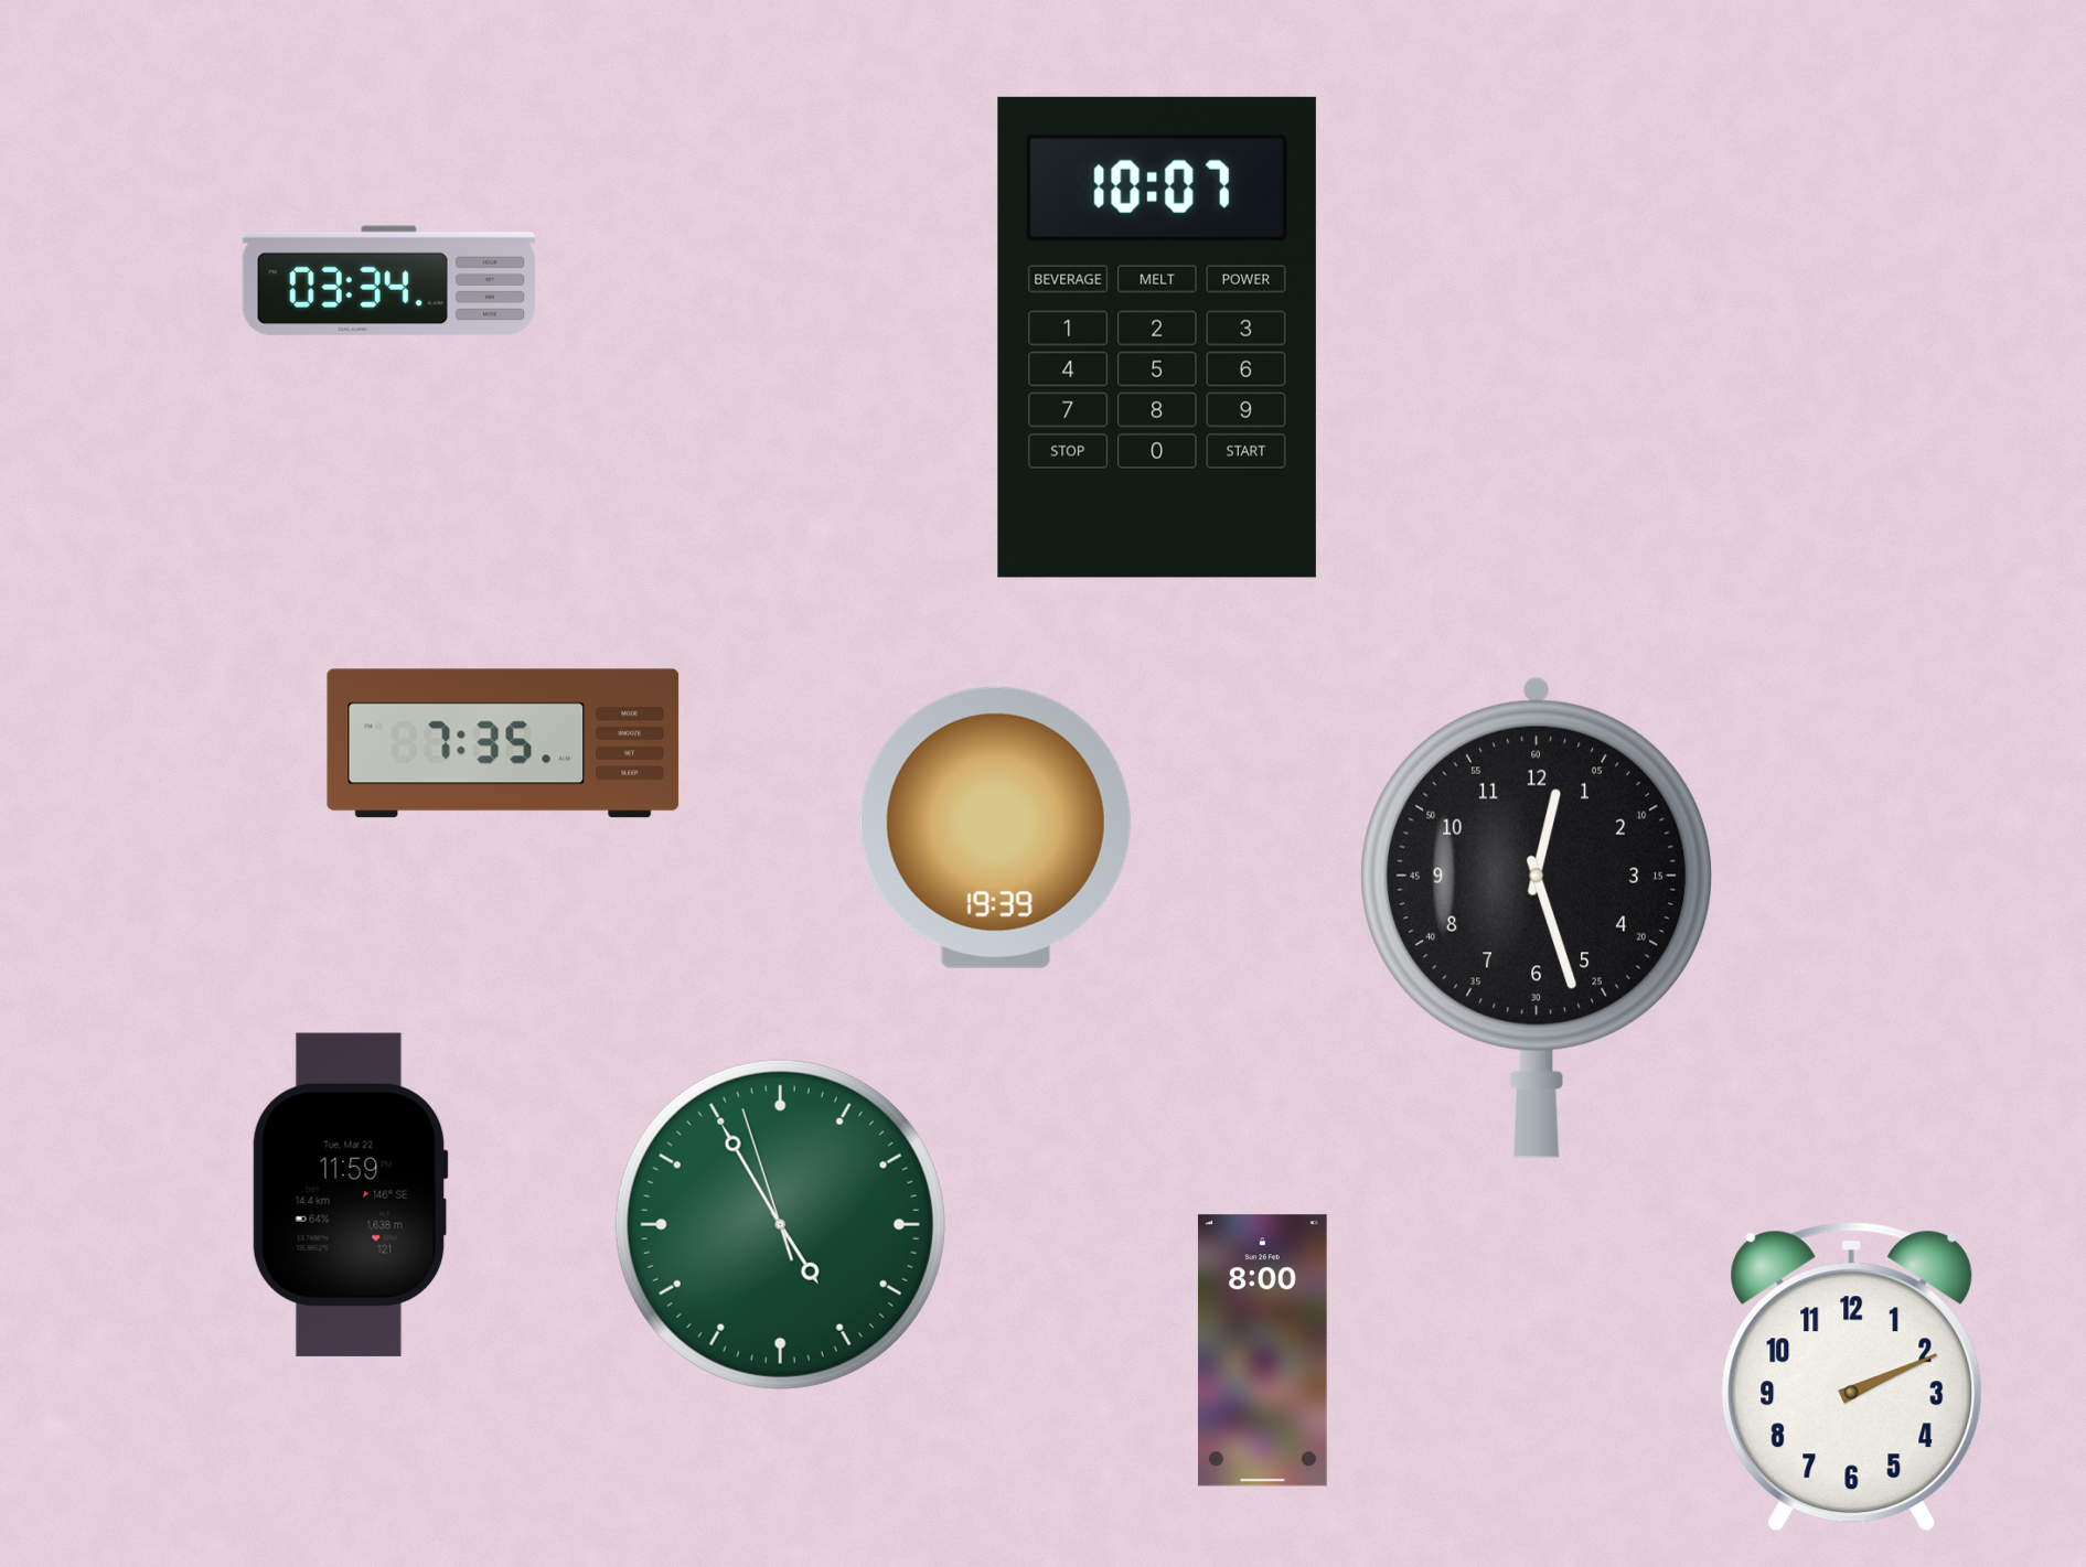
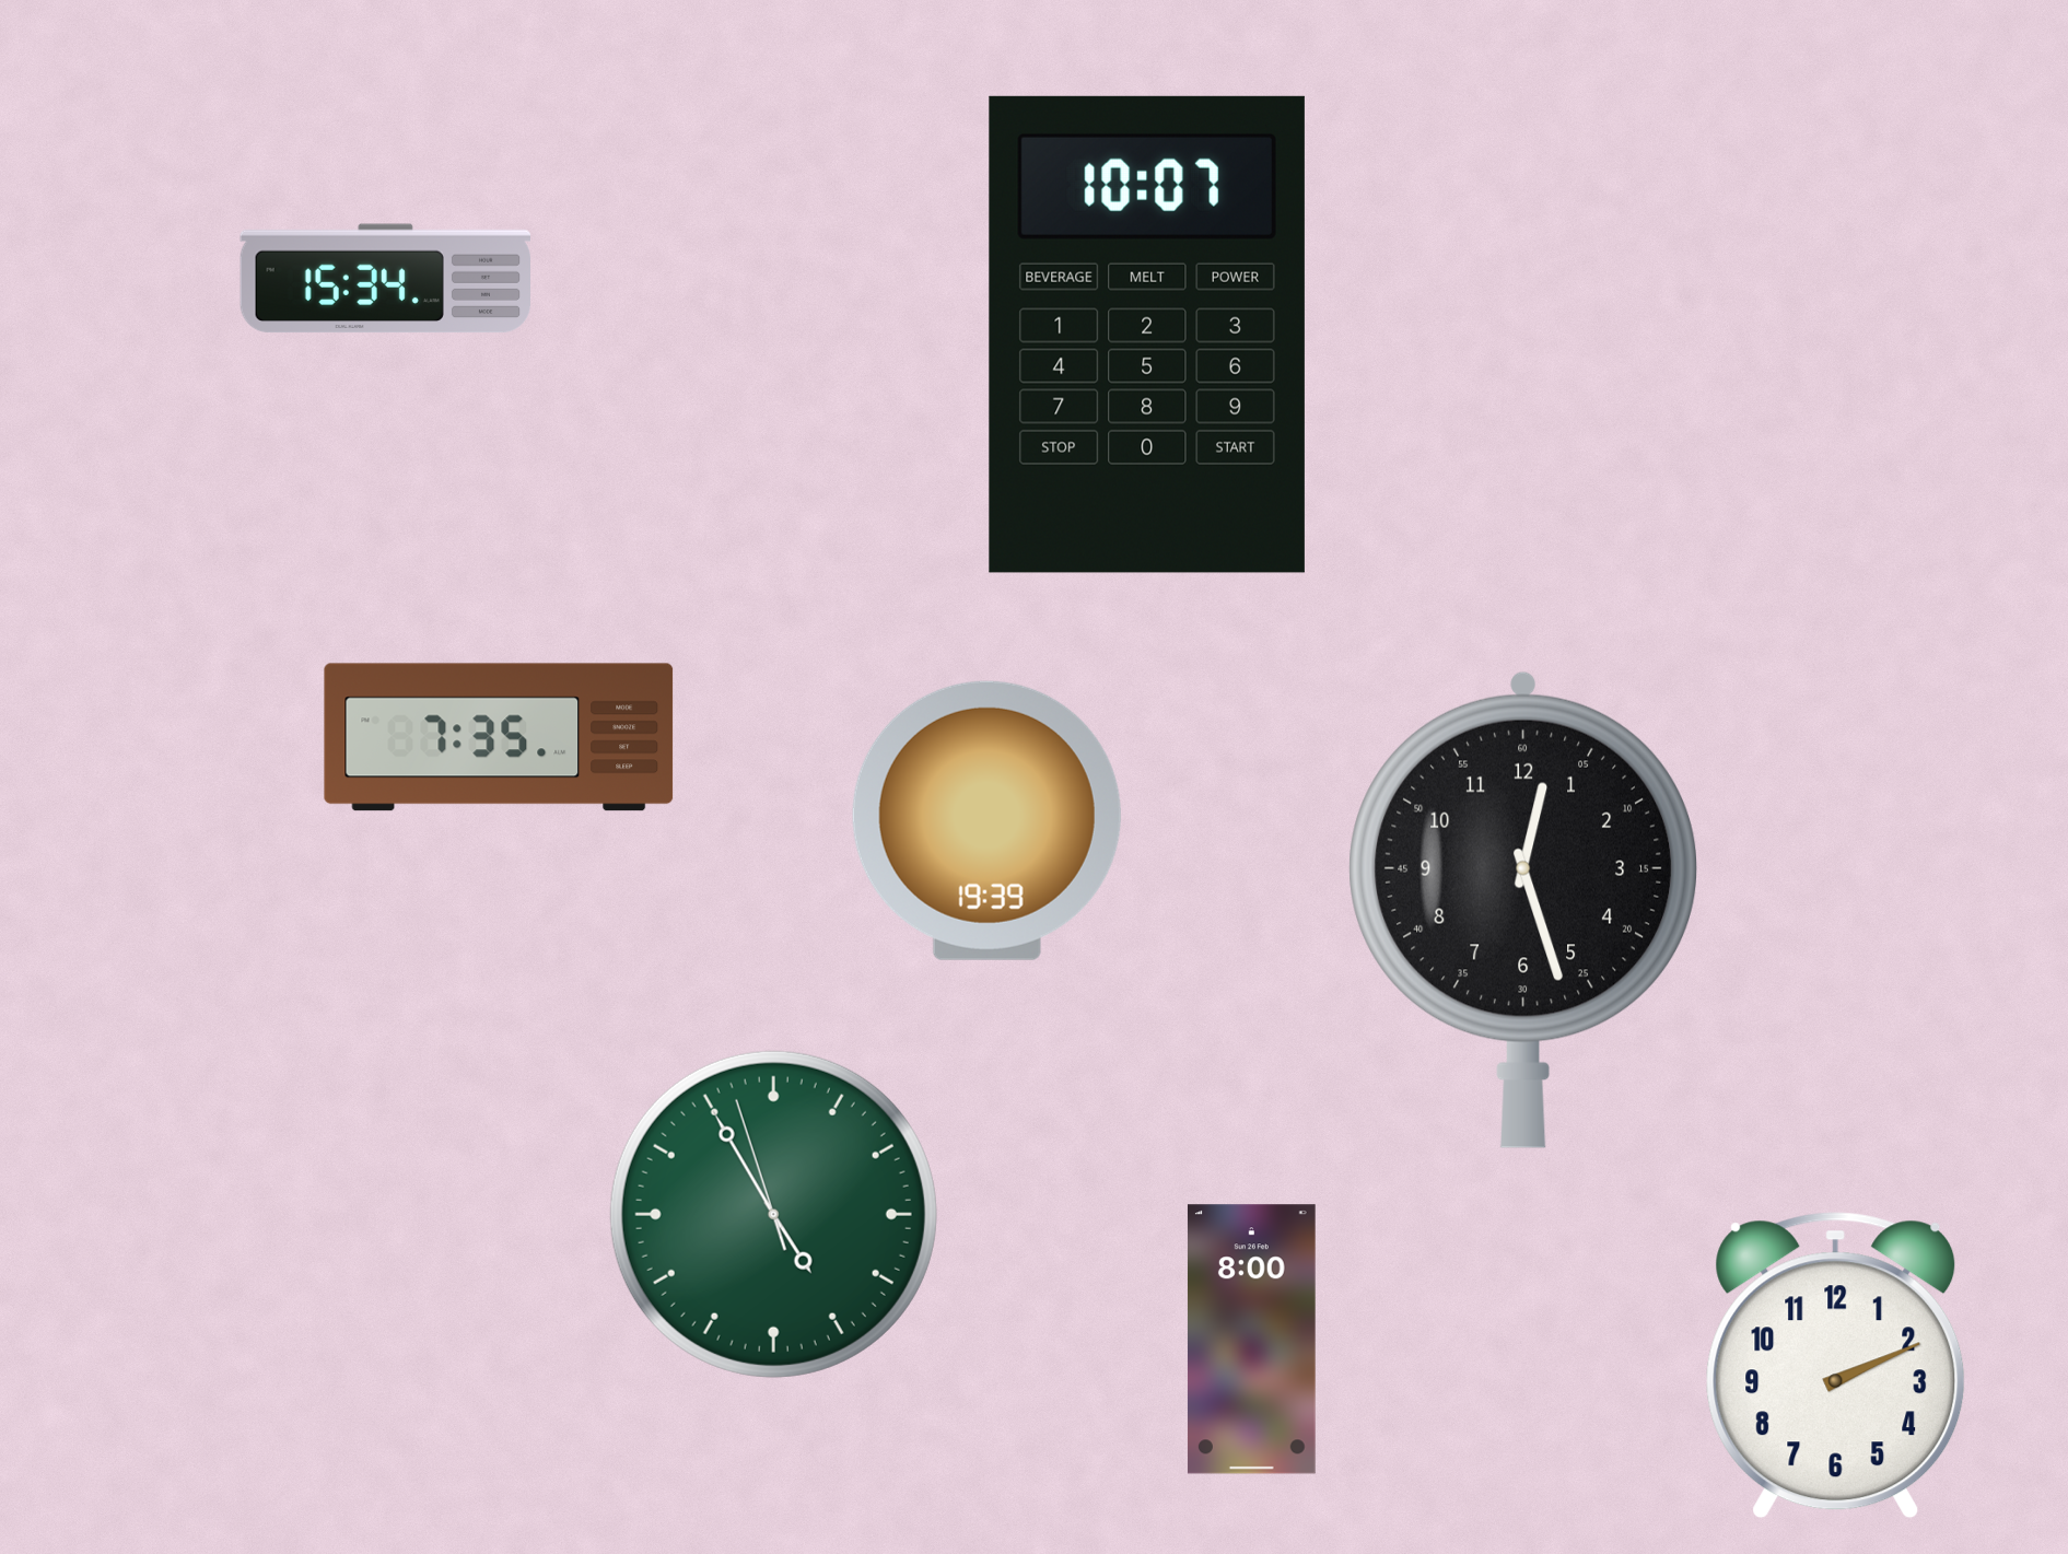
clock at (389, 281): 03:34 -> 15:34
clock at (350, 1194): 11:59 -> none
